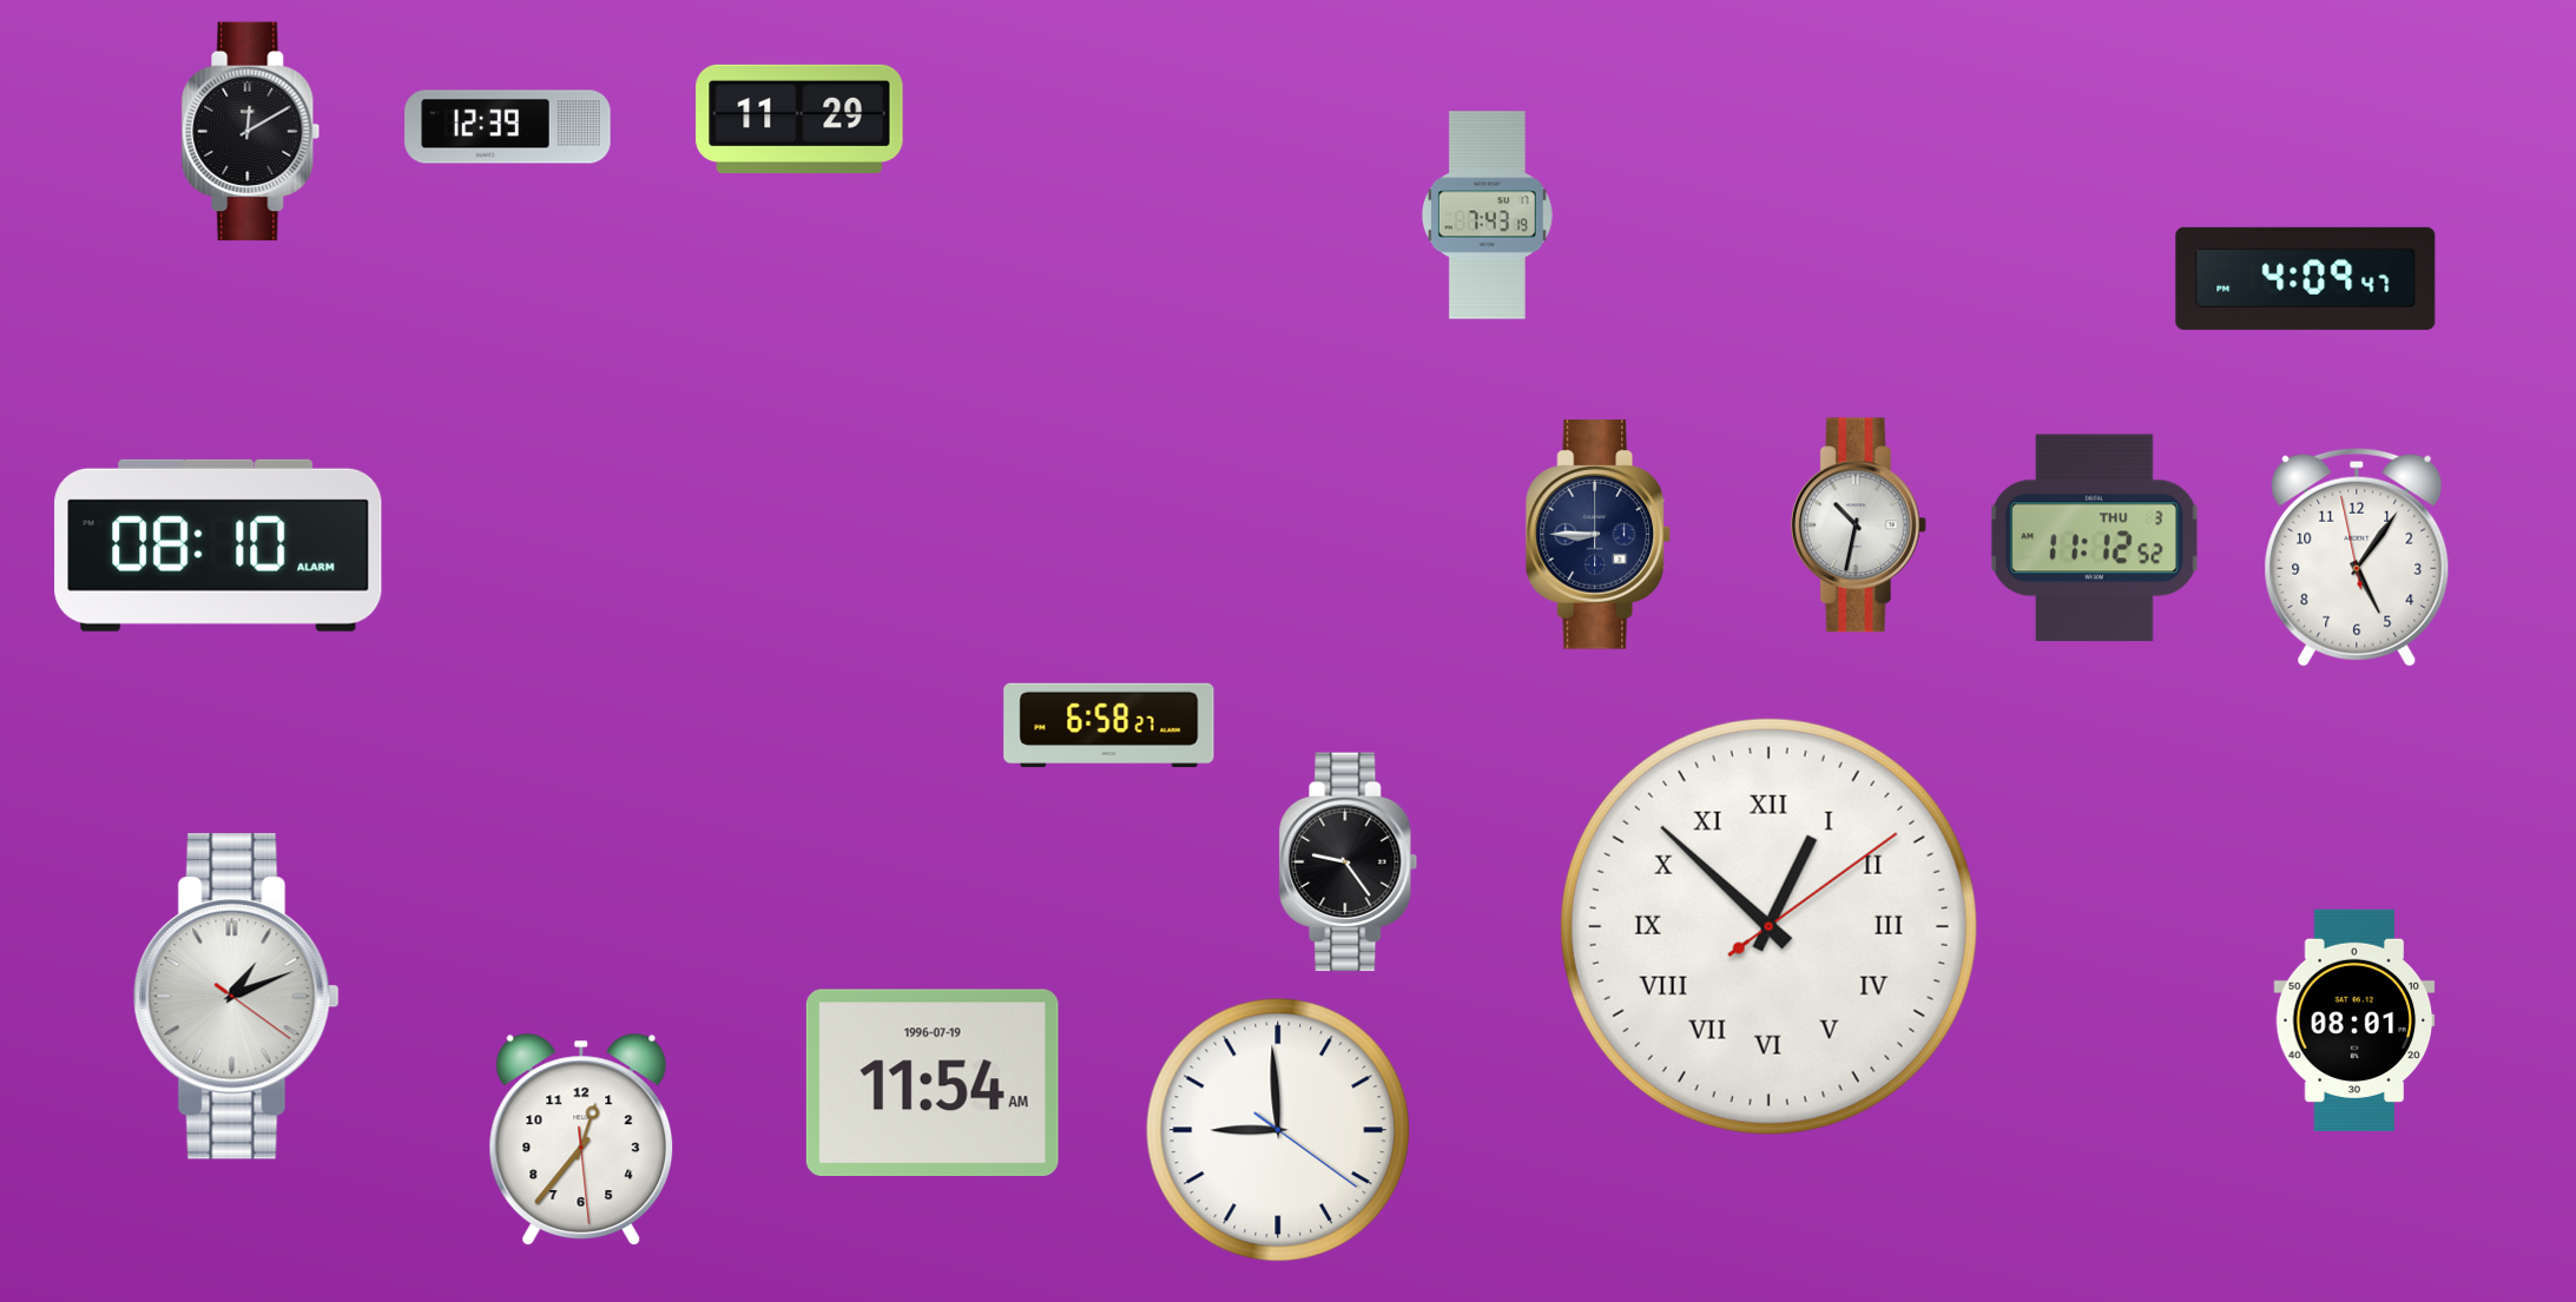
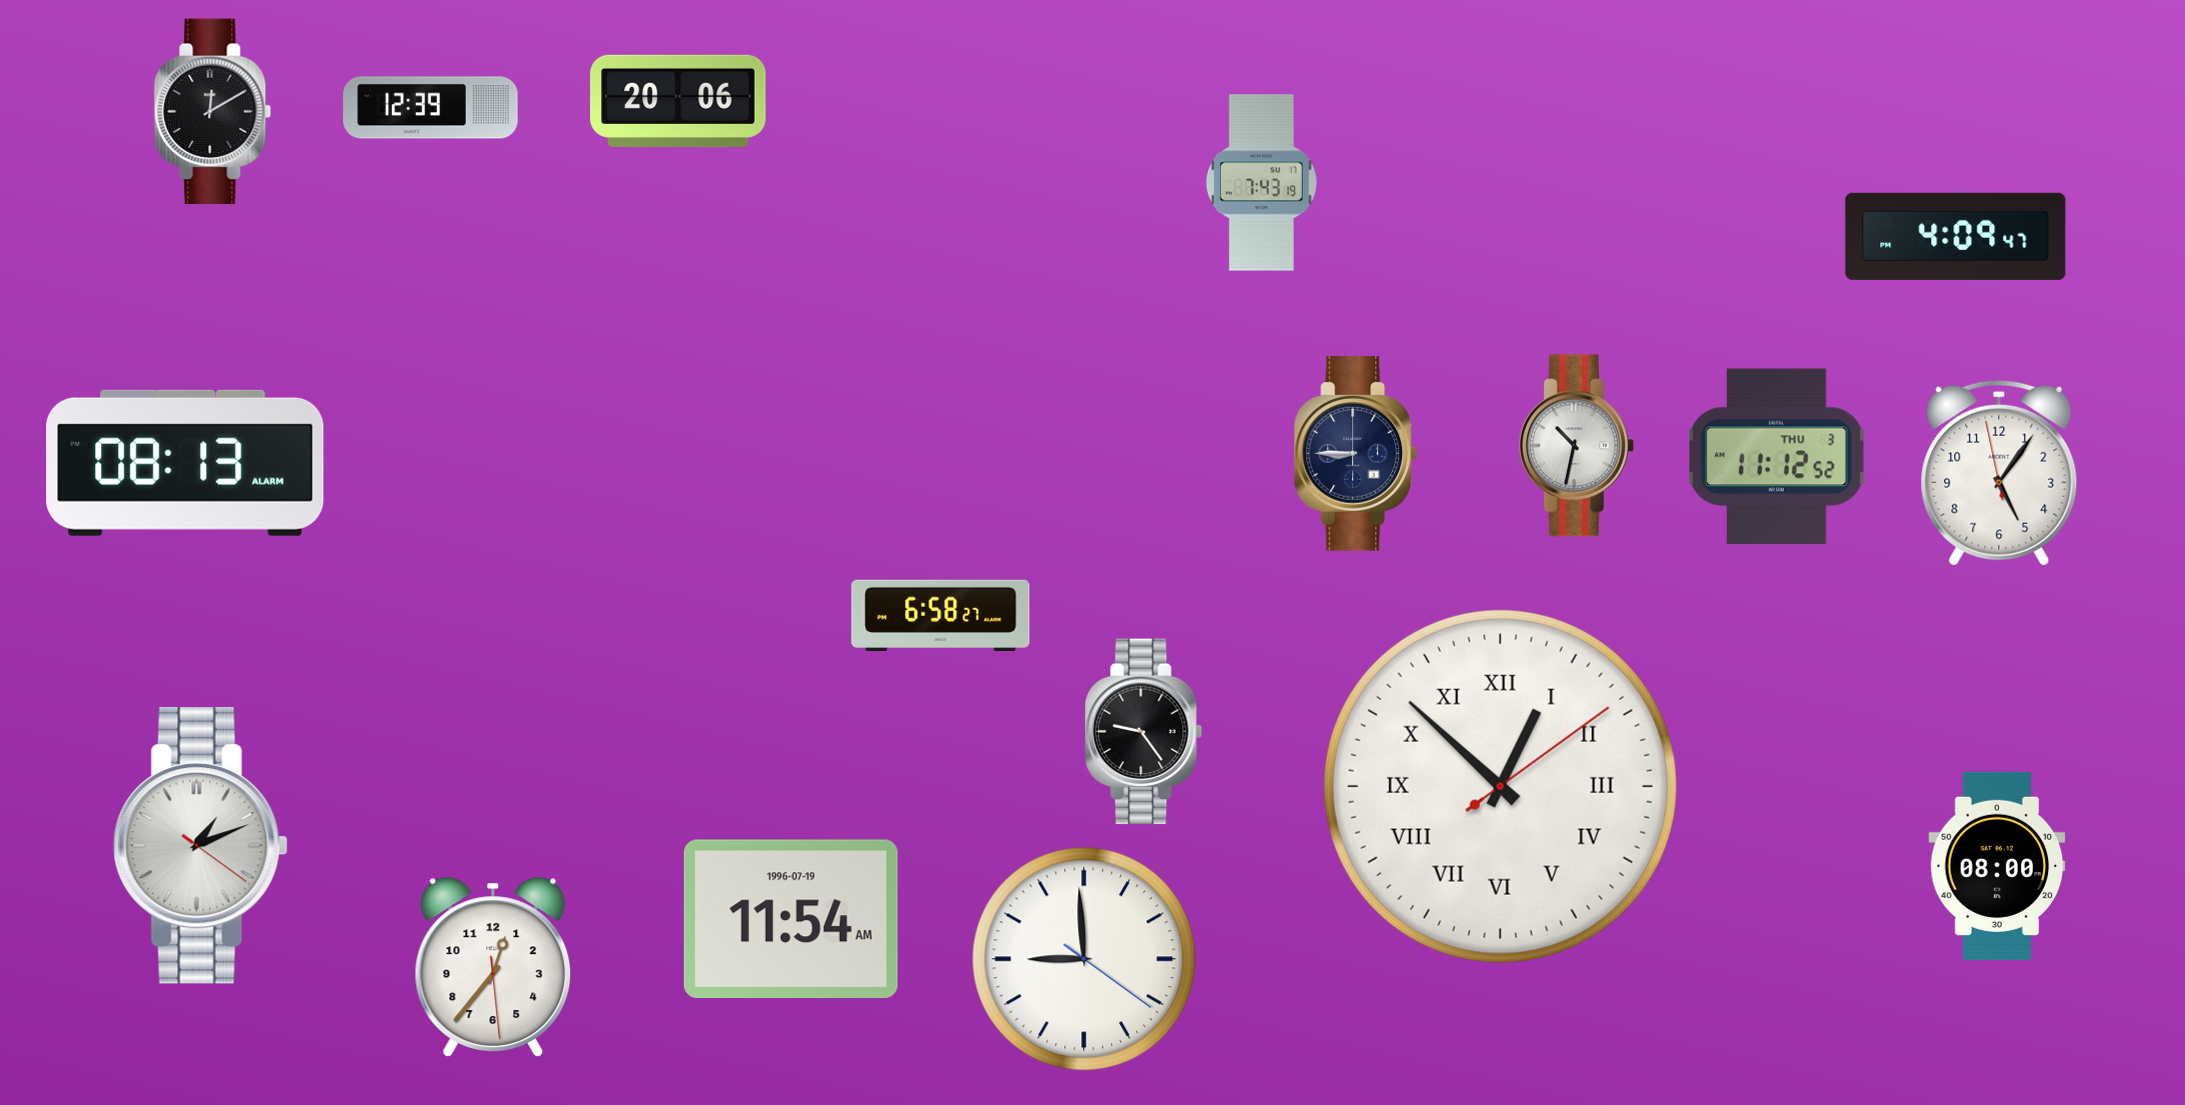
clock at (799, 119): 11:29 -> 20:06
clock at (218, 546): 08:10 -> 08:13
clock at (2354, 1020): 08:01 -> 08:00
